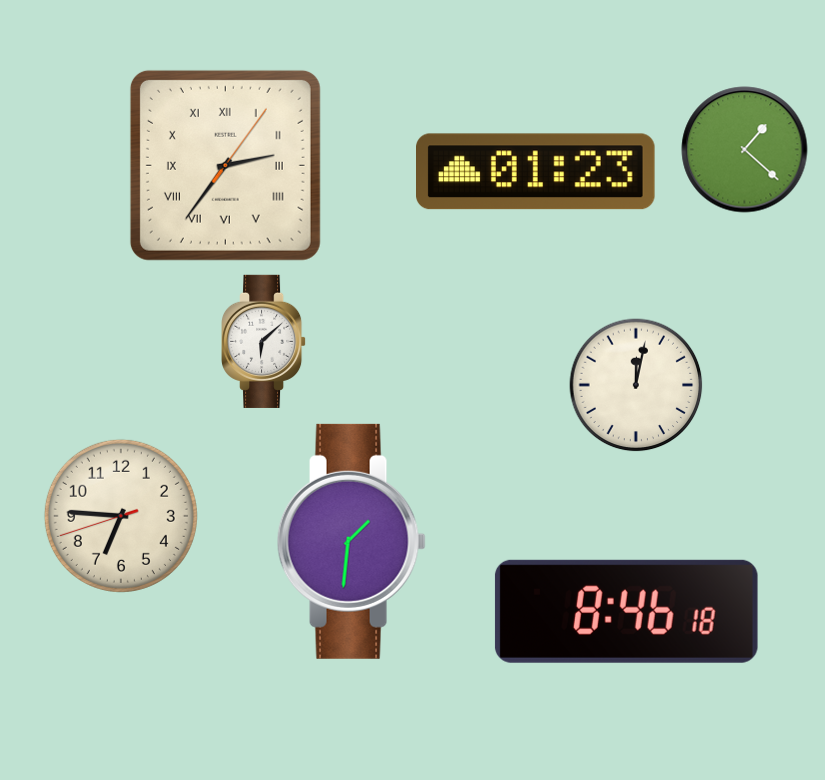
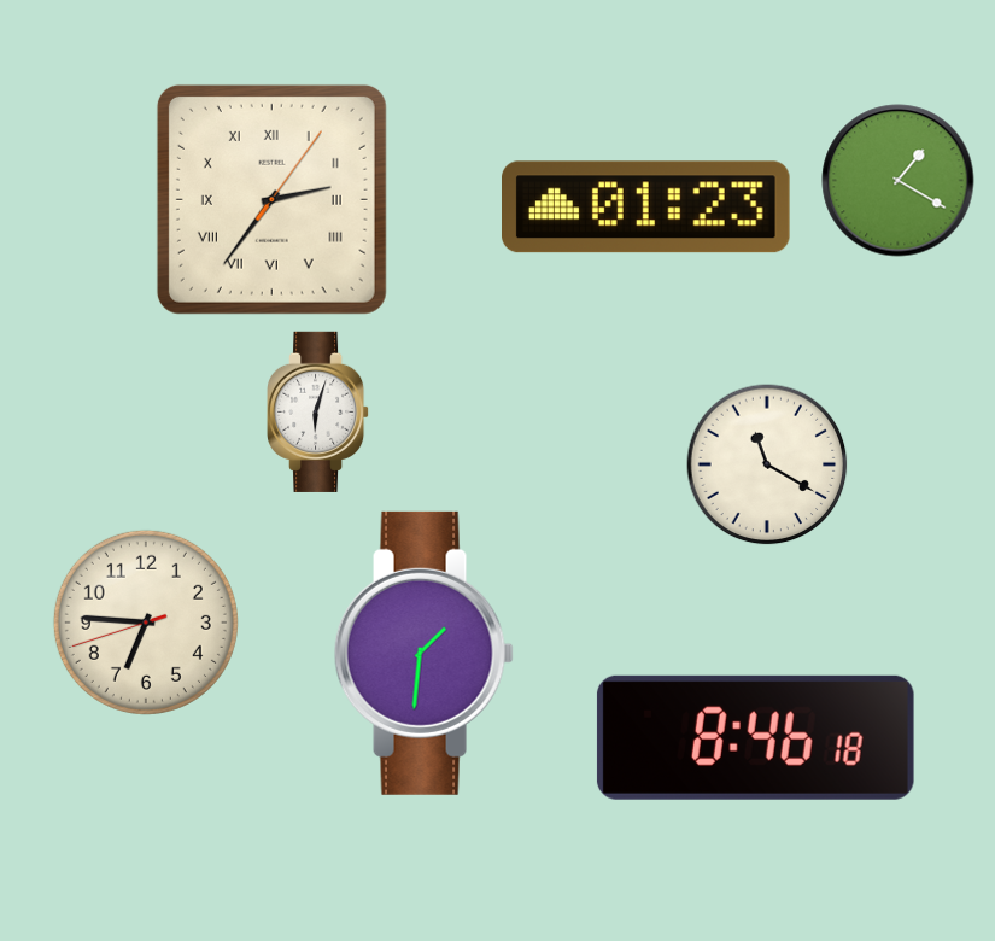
clock at (745, 150): 1:22 -> 1:20
clock at (265, 341): 6:08 -> 6:03
clock at (636, 385): 12:02 -> 11:20
